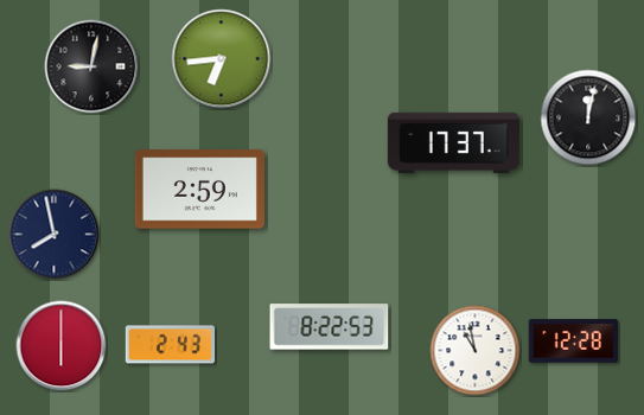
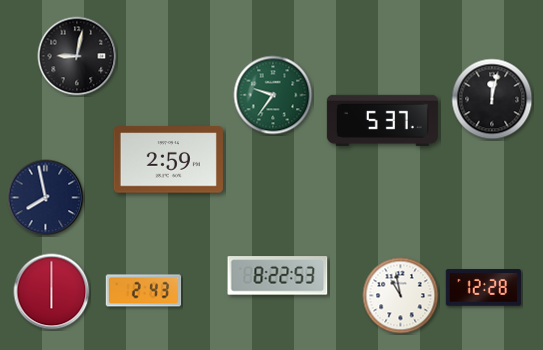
clock at (222, 59): 6:44 -> none
clock at (273, 95): none -> 9:36
clock at (588, 117) position: (588, 117) -> (492, 99)
clock at (453, 142): 17:37 -> 5:37
